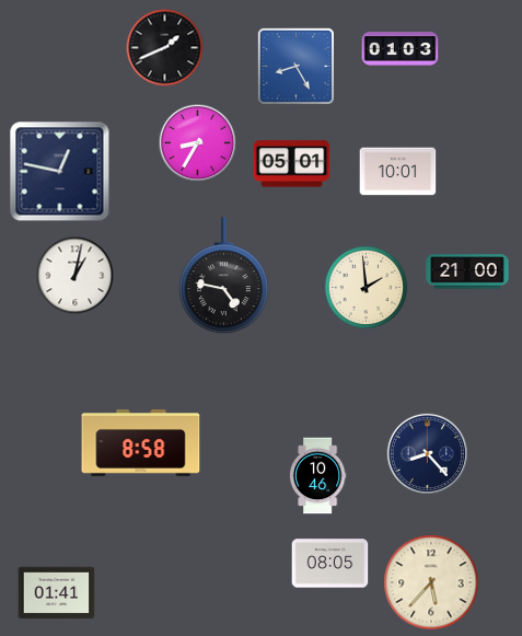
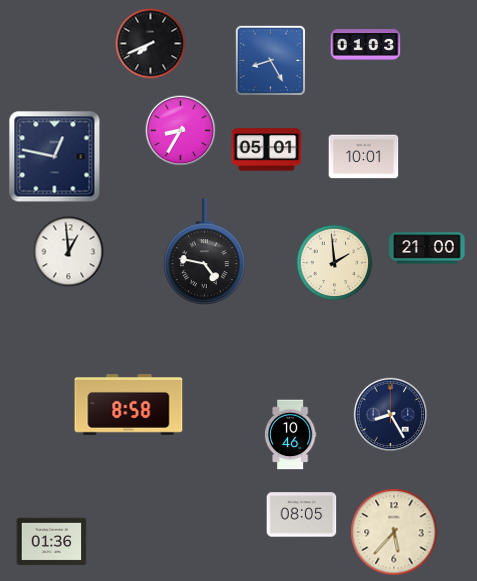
clock at (165, 48): 1:41 -> 7:41
clock at (76, 276): 1:02 -> 12:59
clock at (427, 453): 8:23 -> 8:25
clock at (57, 593): 01:41 -> 01:36
